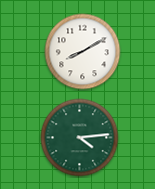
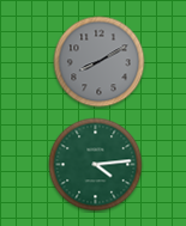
clock at (83, 52) dial: white -> grey
